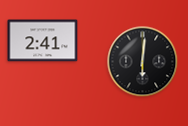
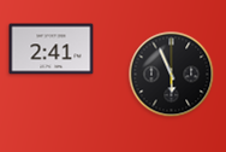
clock at (143, 62): 6:01 -> 5:56
